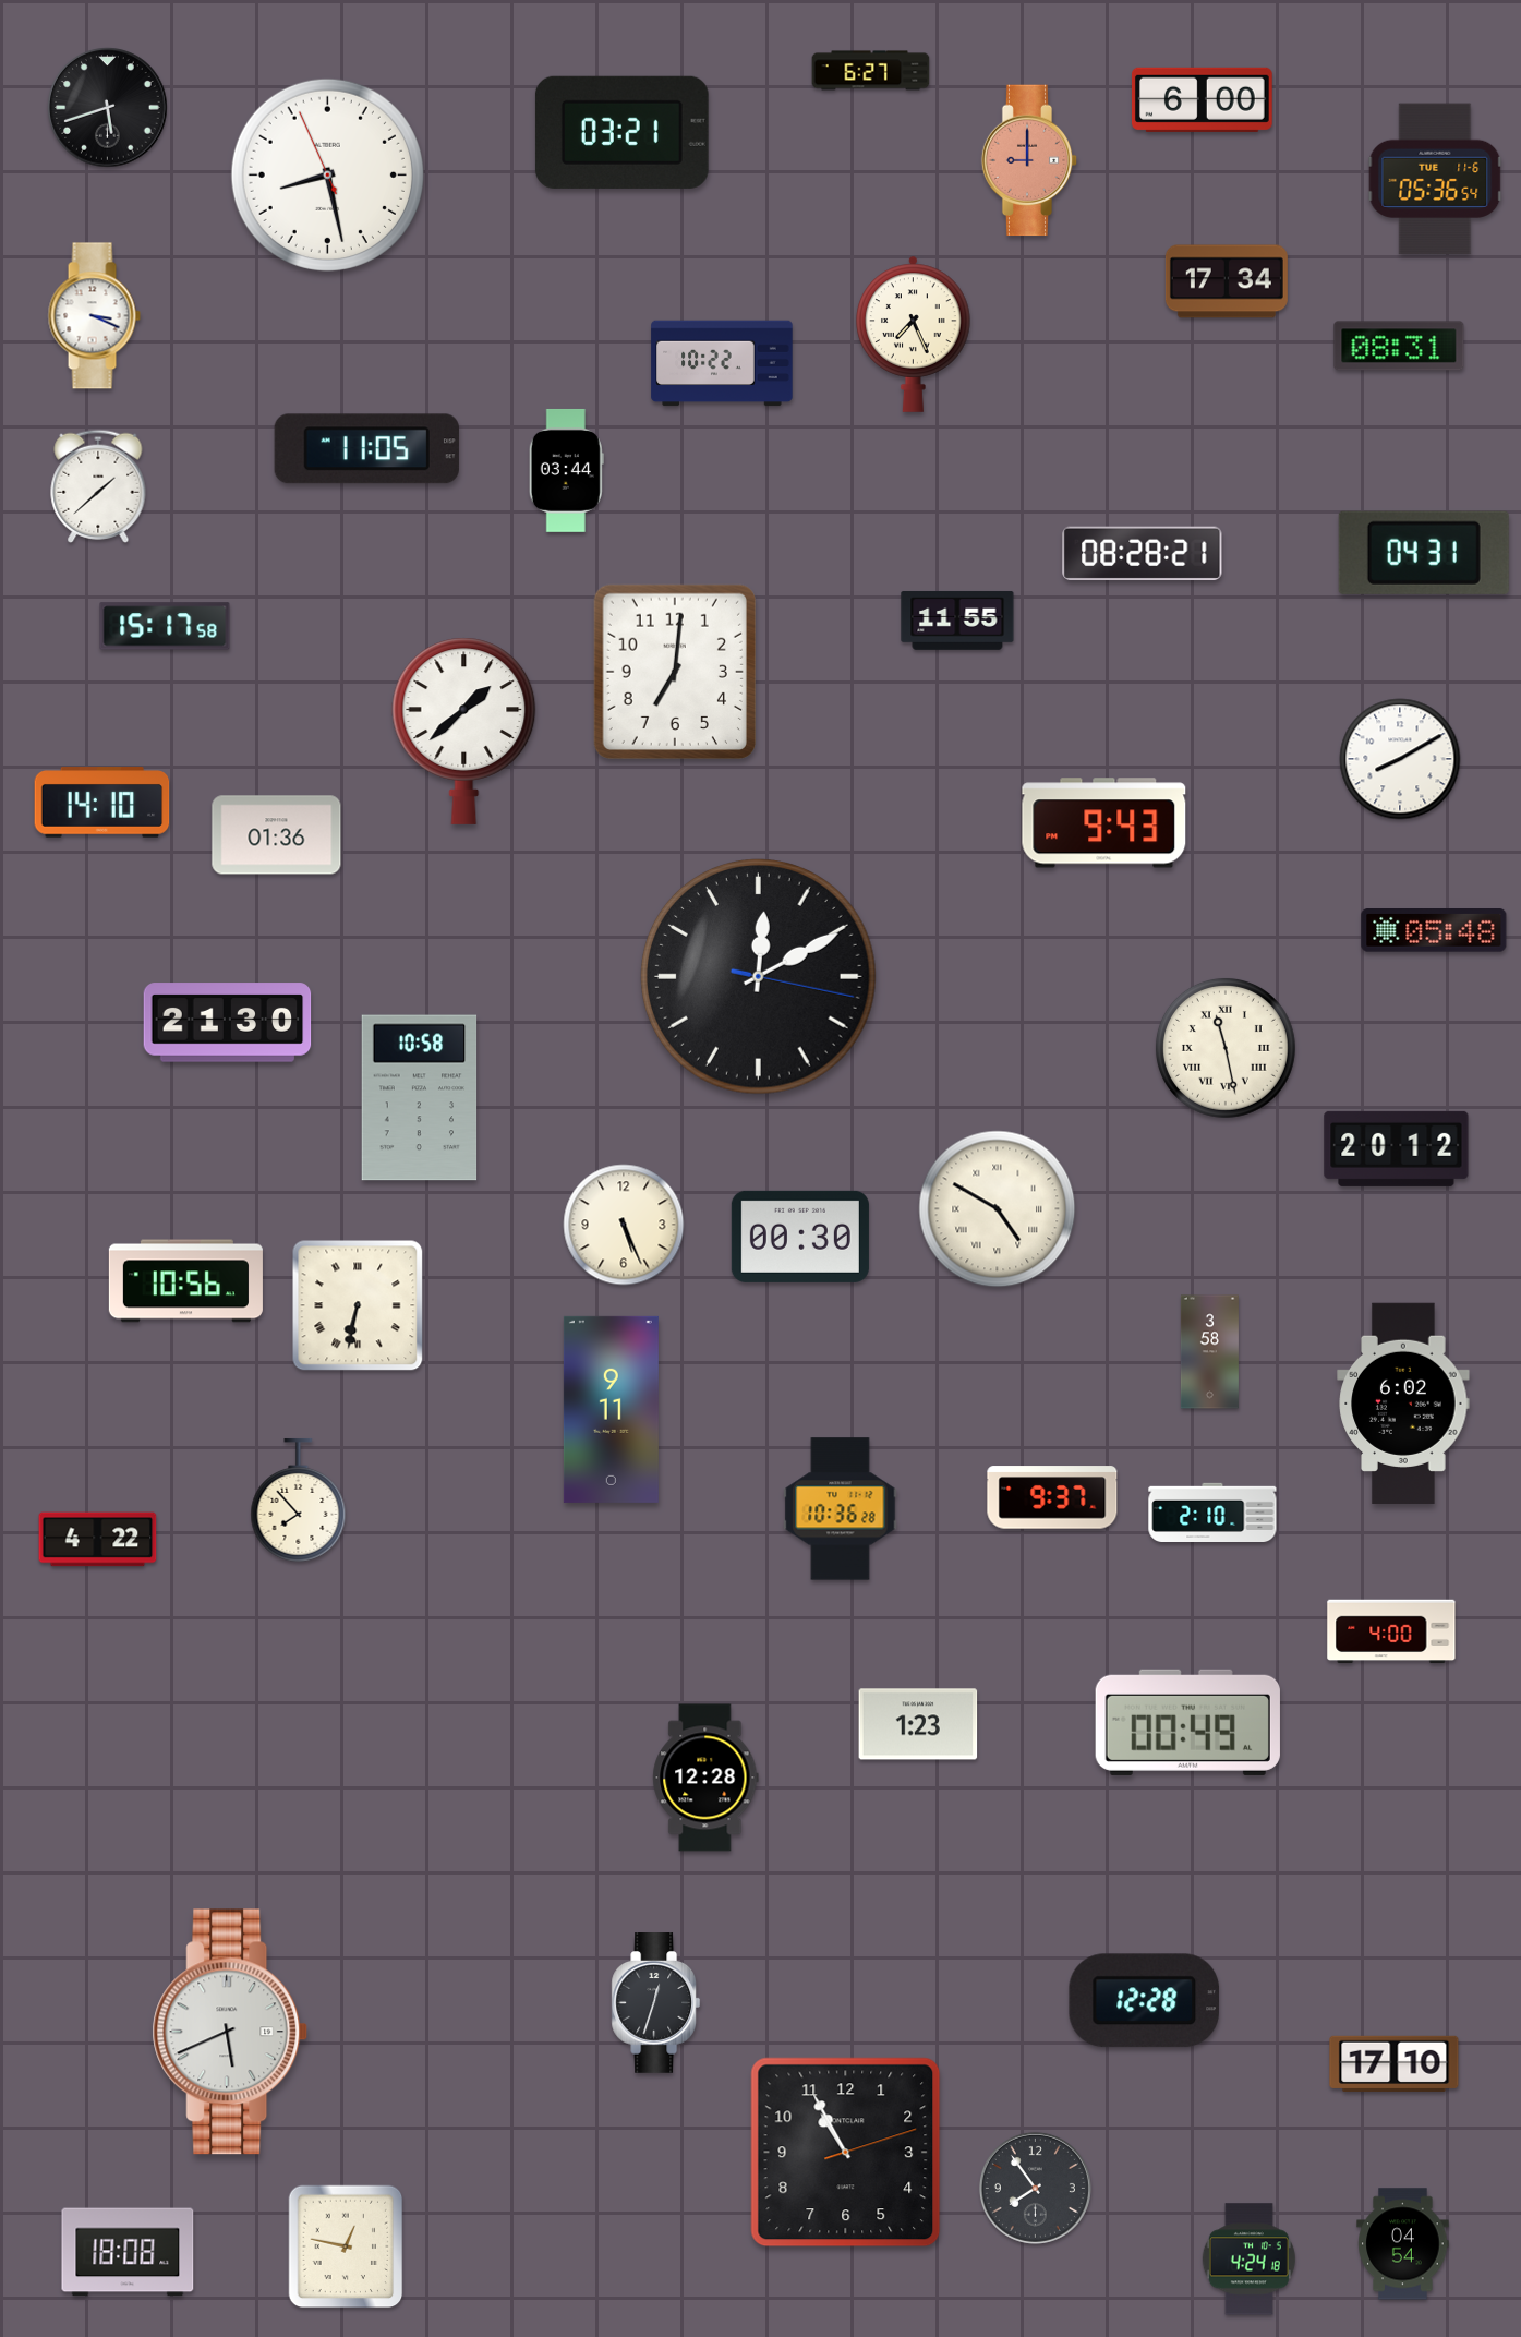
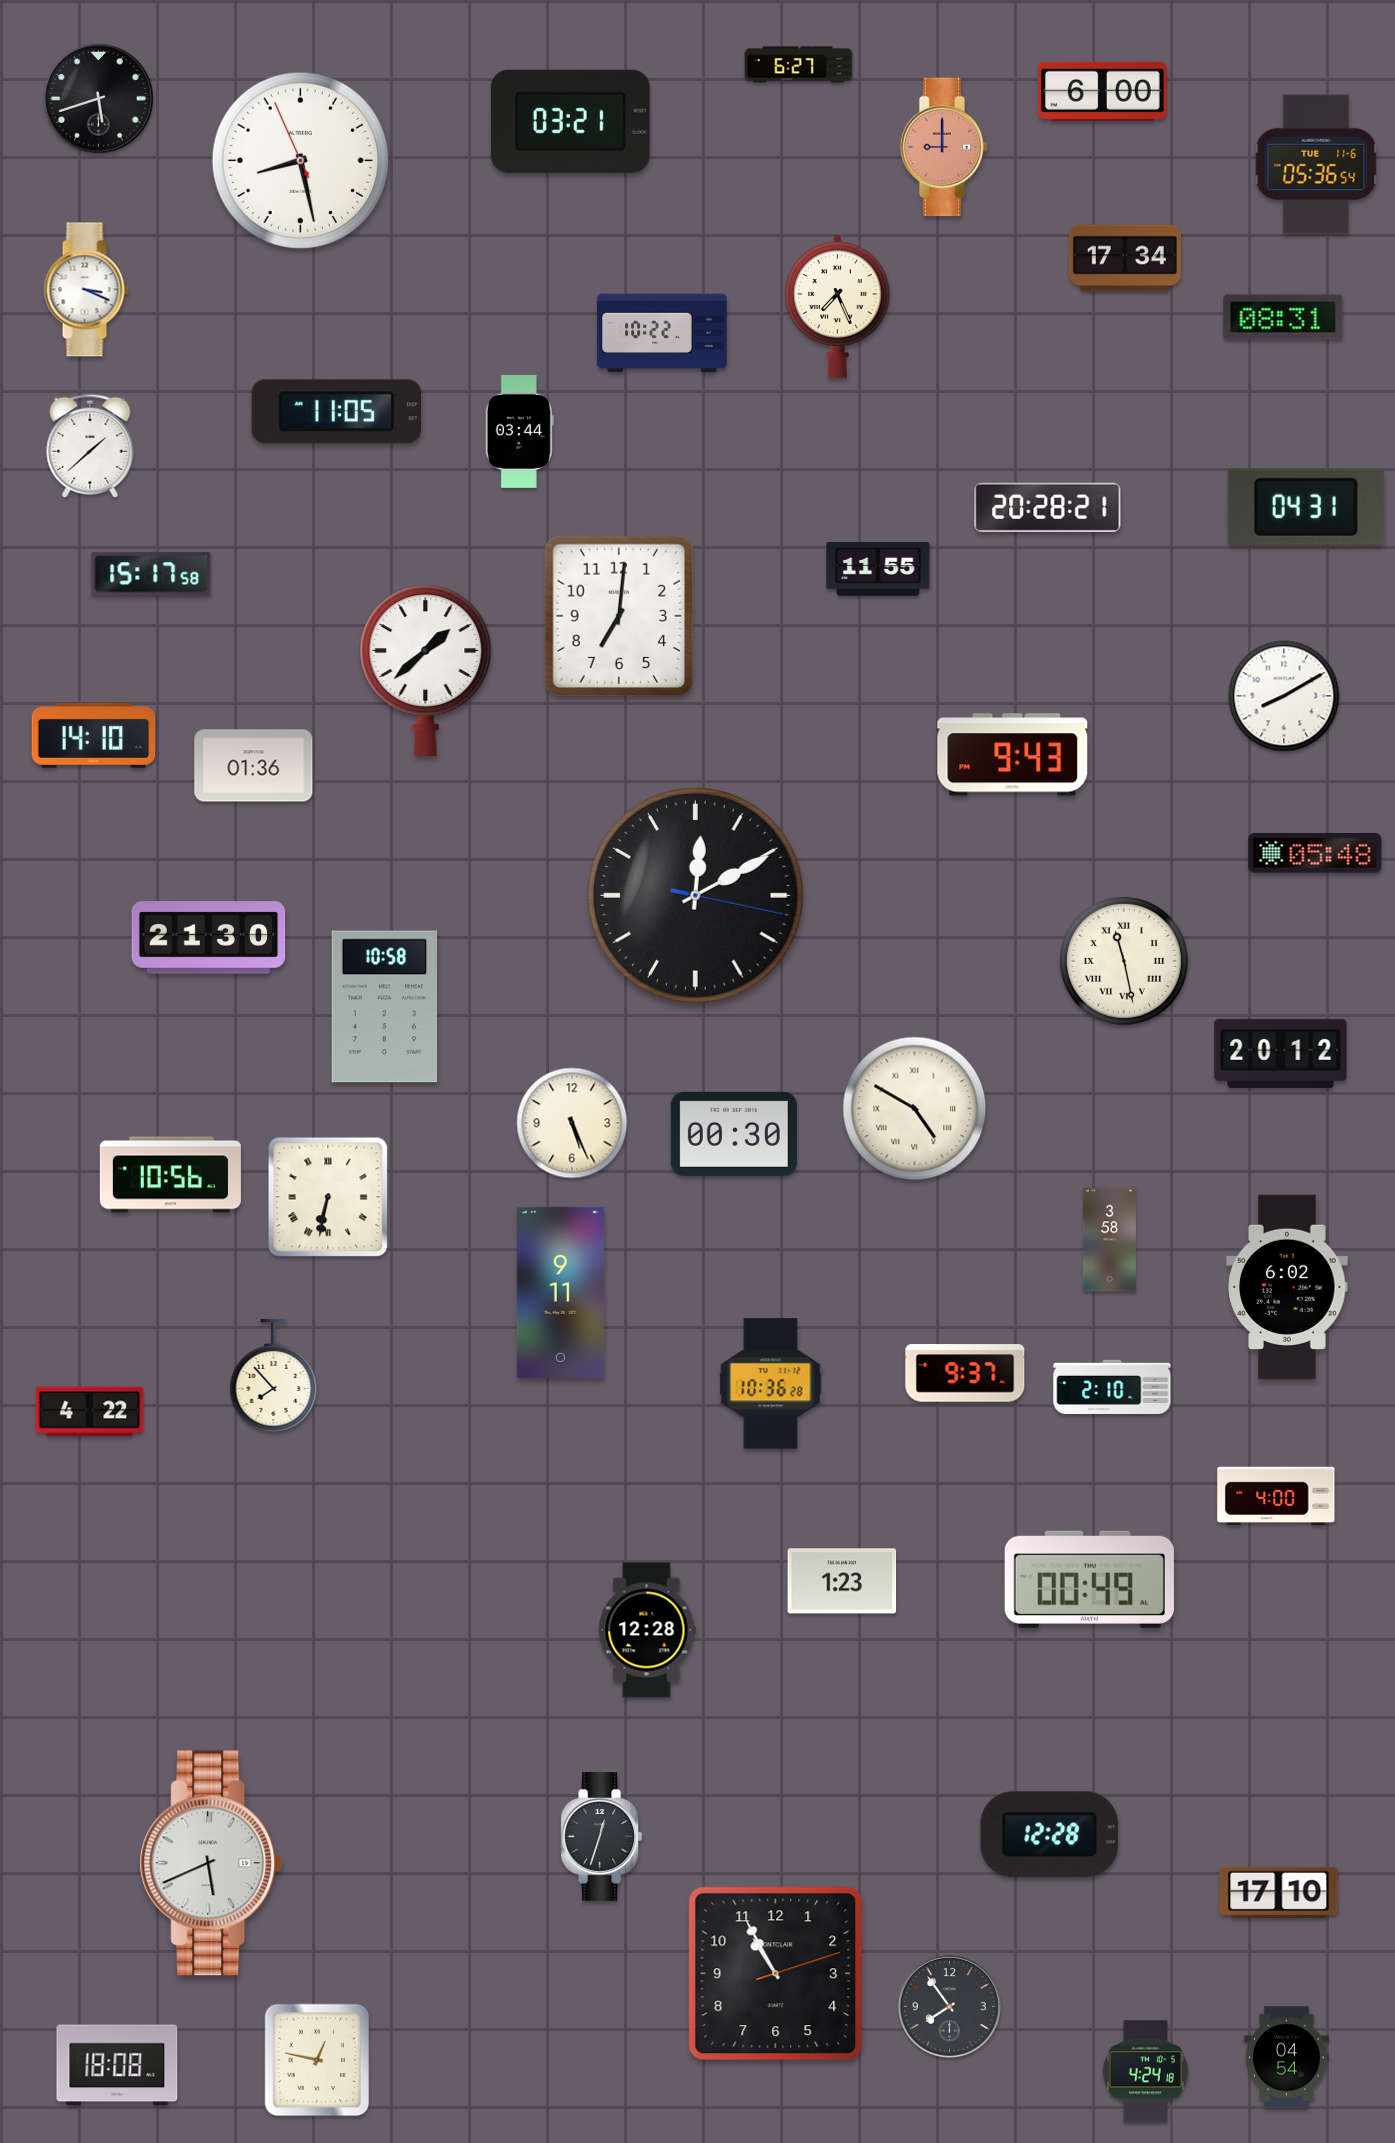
clock at (1143, 554): 08:28 -> 20:28
